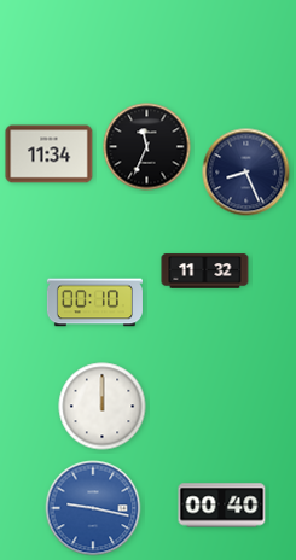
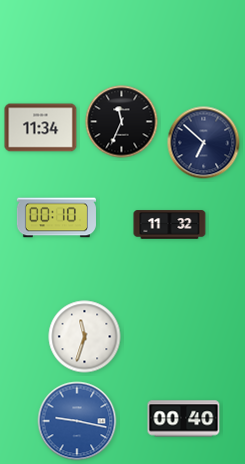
clock at (246, 173): 8:26 -> 6:52
clock at (94, 303) position: (94, 303) -> (56, 218)
clock at (103, 407): 12:00 -> 11:33
